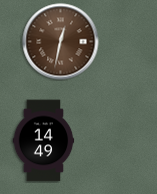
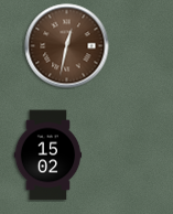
clock at (44, 141): 14:49 -> 15:02
